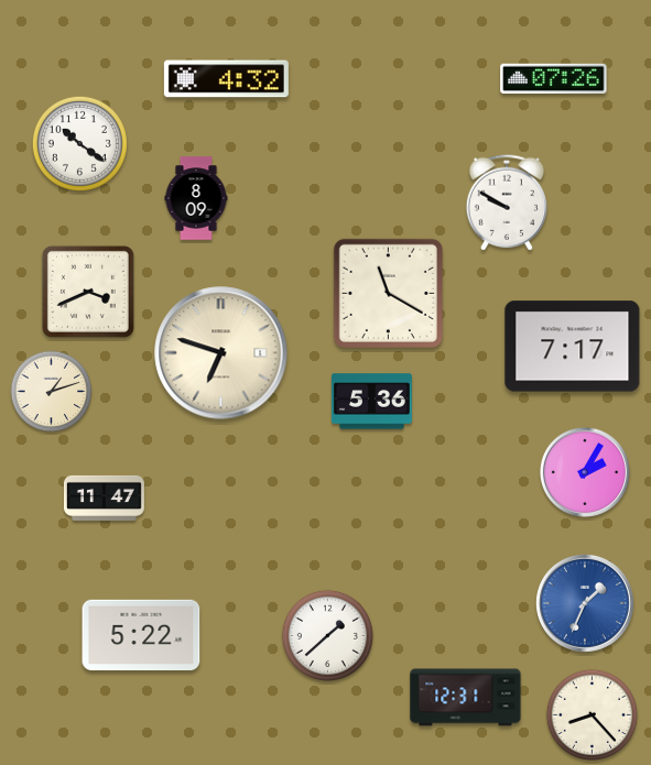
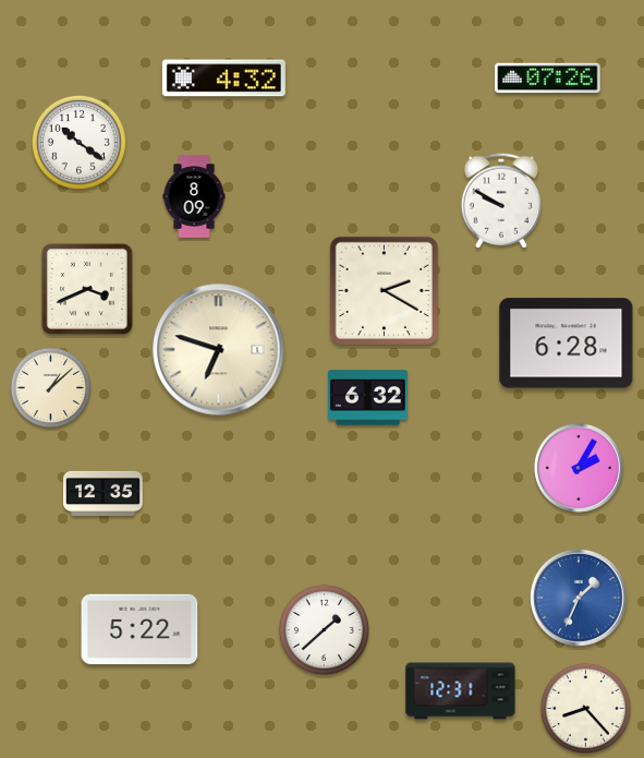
clock at (388, 293): 11:20 -> 2:20
clock at (573, 347): 7:17 -> 6:28
clock at (52, 392): 1:12 -> 1:08
clock at (371, 402): 5:36 -> 6:32
clock at (104, 498): 11:47 -> 12:35
